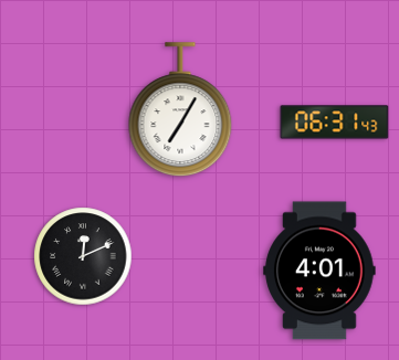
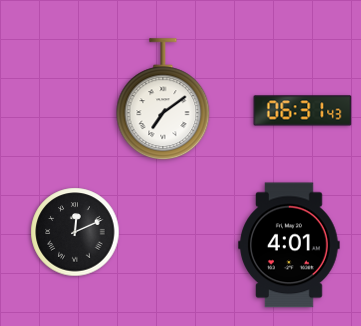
clock at (180, 110): 7:05 -> 7:09
